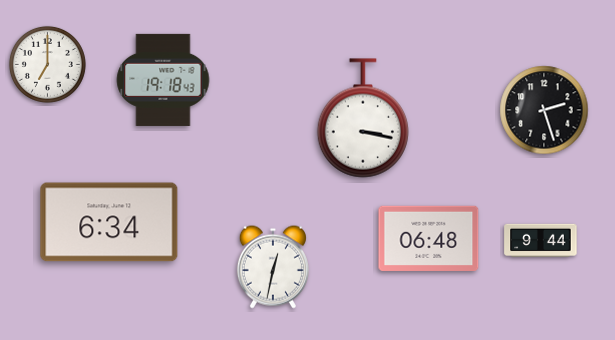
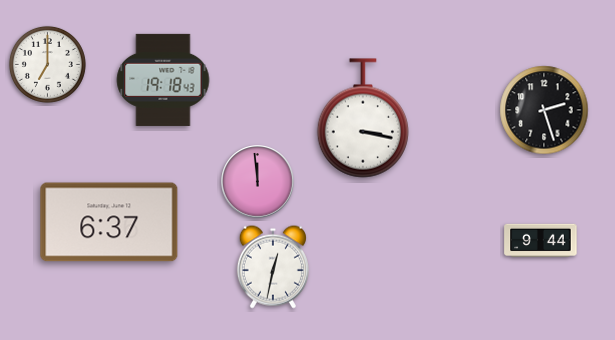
clock at (258, 182): none -> 11:59
clock at (109, 222): 6:34 -> 6:37
clock at (429, 238): 06:48 -> none
